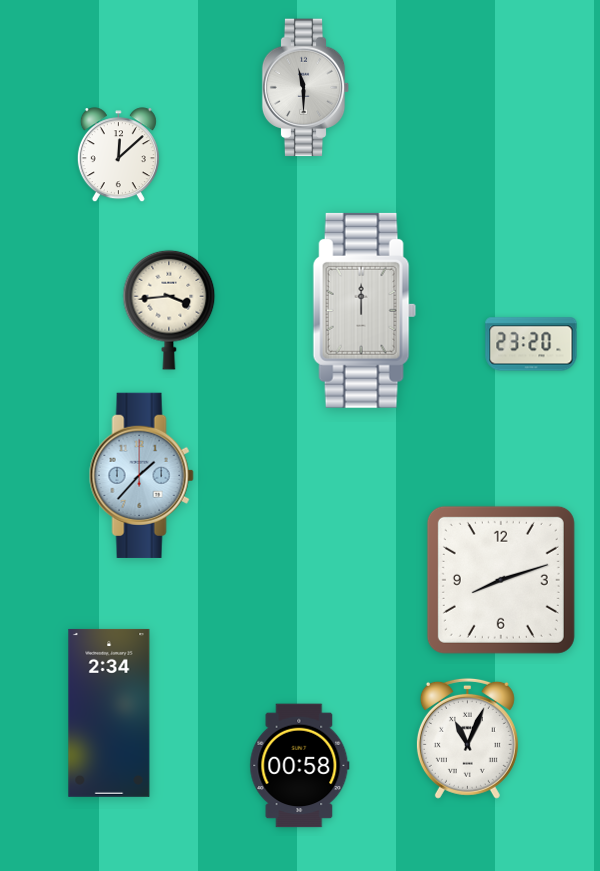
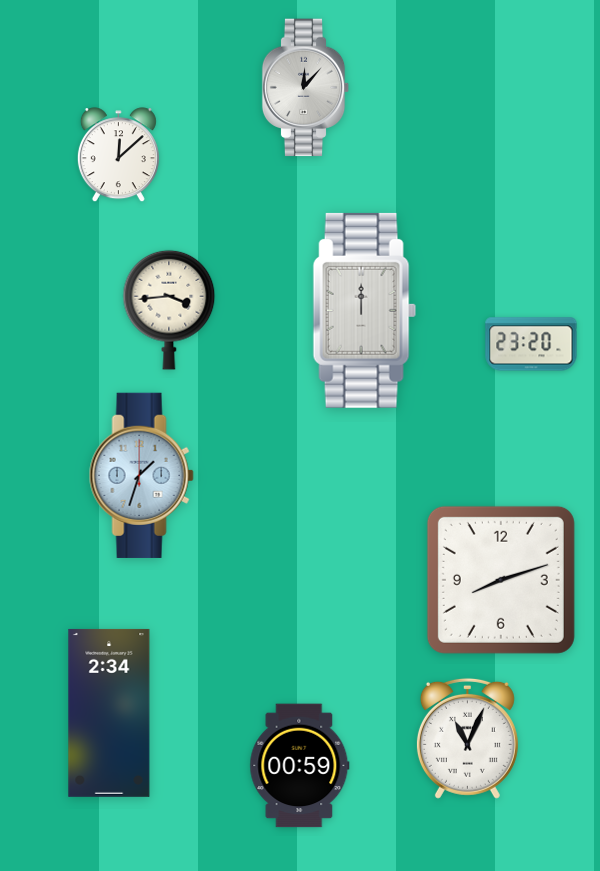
clock at (306, 88): 11:30 -> 12:07
clock at (141, 475): 1:37 -> 1:33
clock at (300, 766): 00:58 -> 00:59
